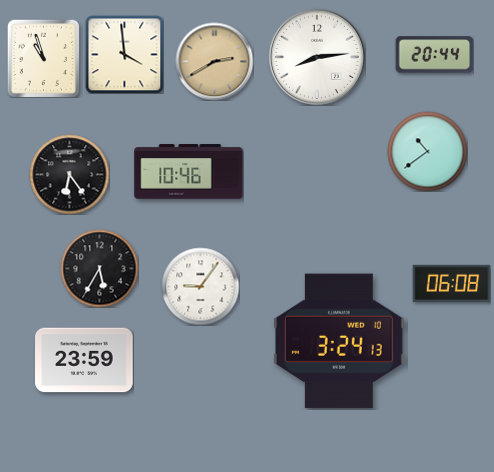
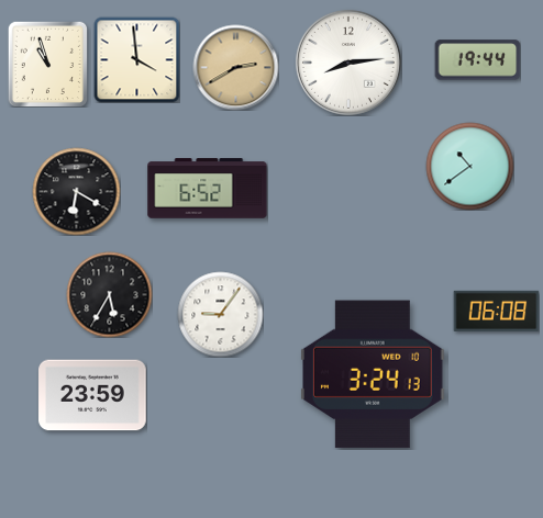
clock at (434, 55): 20:44 -> 19:44
clock at (189, 172): 10:46 -> 6:52
clock at (69, 174): 6:24 -> 6:20
